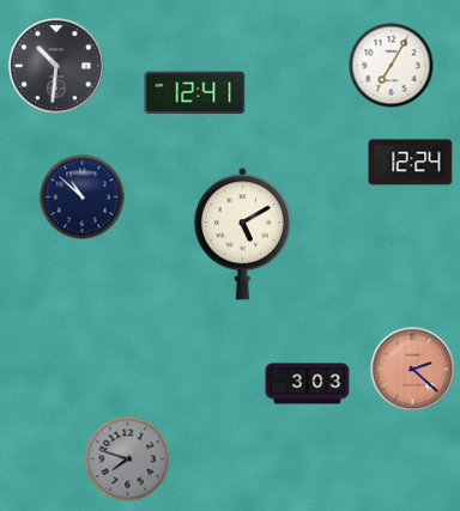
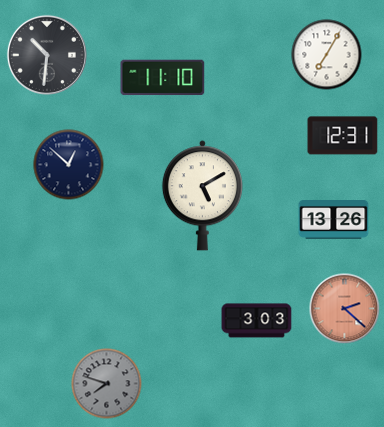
clock at (195, 93): 12:41 -> 11:10
clock at (411, 163): 12:24 -> 12:31
clock at (83, 197): 10:52 -> 12:52
clock at (334, 220): none -> 13:26
